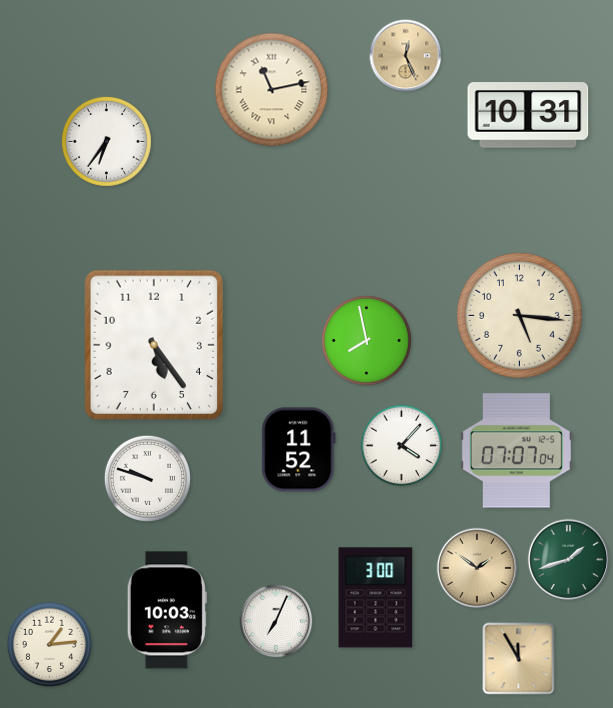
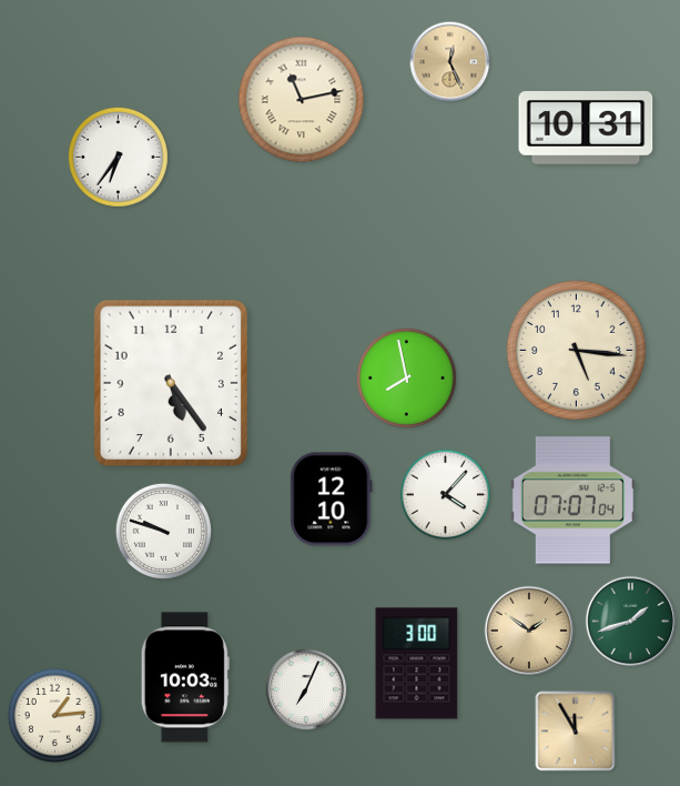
clock at (299, 450): 11:52 -> 12:10
